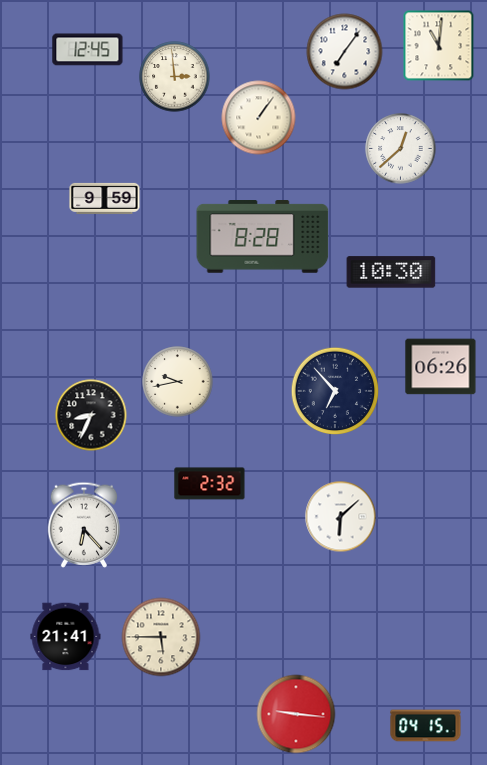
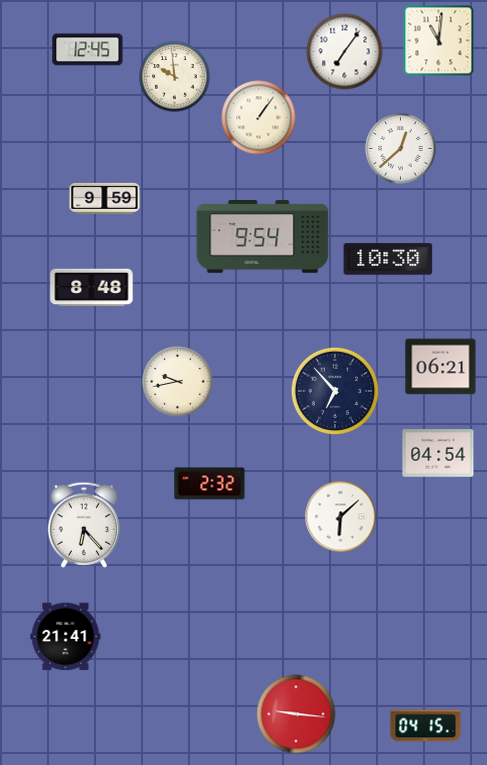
clock at (439, 46) position: (439, 46) -> (439, 41)
clock at (175, 77): 2:59 -> 9:59
clock at (263, 237): 8:28 -> 9:54
clock at (391, 272) position: (391, 272) -> (388, 259)
clock at (92, 288): none -> 8:48
clock at (441, 367): 06:26 -> 06:21
clock at (91, 415): 8:34 -> none
clock at (438, 453): none -> 04:54
clock at (161, 637): 5:45 -> none
